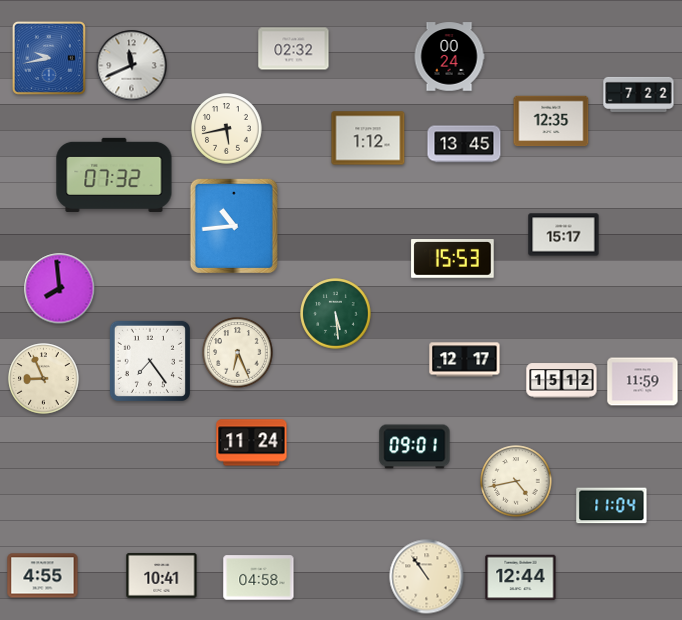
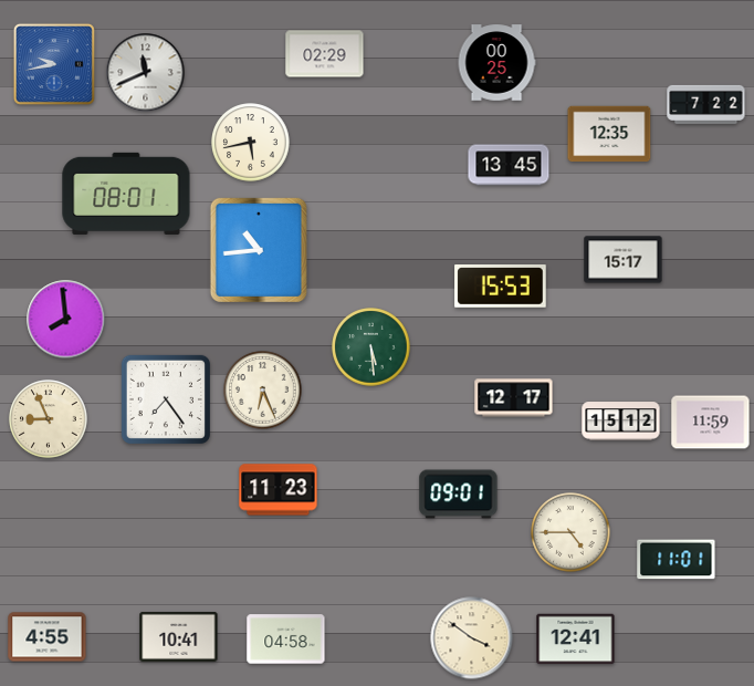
clock at (294, 49): 02:32 -> 02:29
clock at (449, 57): 00:24 -> 00:25
clock at (368, 138): 1:12 -> none
clock at (464, 144) position: (464, 144) -> (509, 165)
clock at (114, 175): 07:32 -> 08:01
clock at (252, 443): 11:24 -> 11:23
clock at (516, 481): 4:43 -> 4:45
clock at (612, 506): 11:04 -> 11:01
clock at (427, 577): 10:54 -> 3:51
clock at (521, 578): 12:44 -> 12:41
